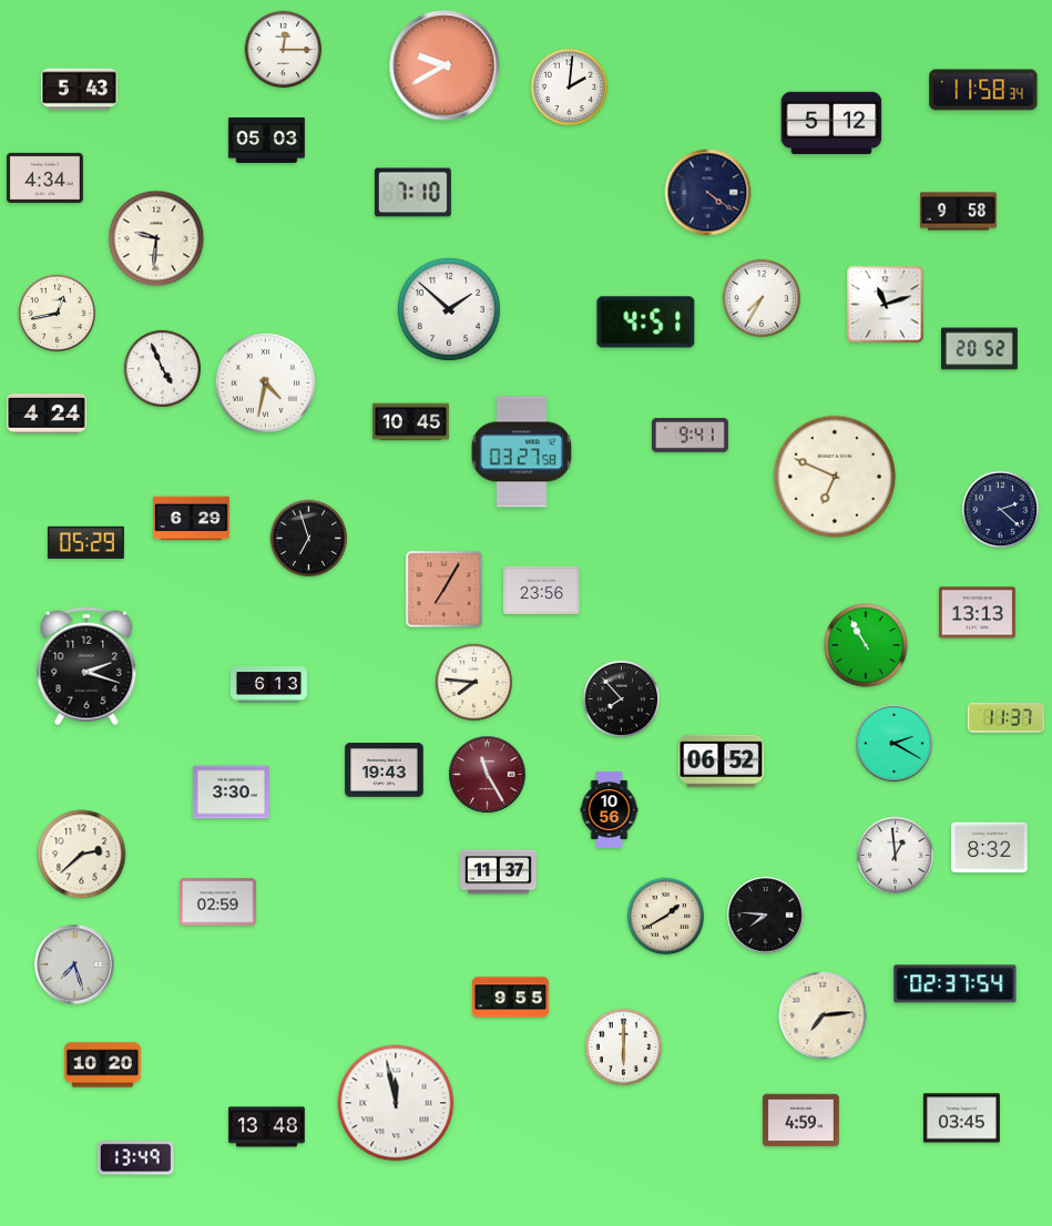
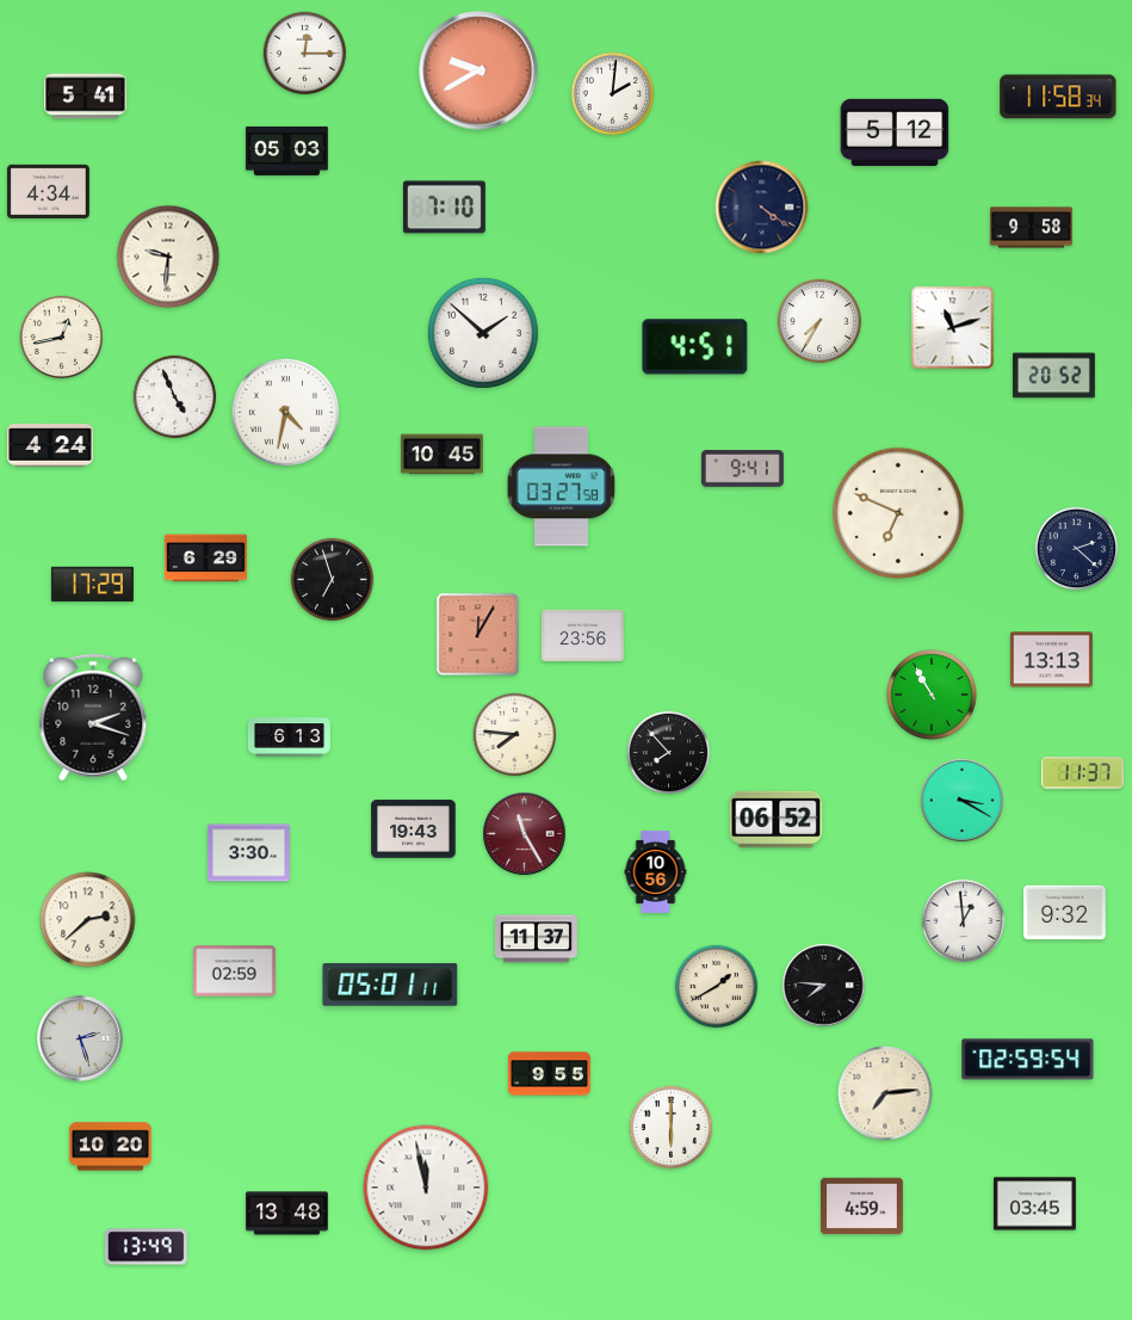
clock at (79, 90): 5:43 -> 5:41
clock at (85, 542): 05:29 -> 17:29
clock at (445, 590): 7:05 -> 12:05
clock at (474, 683) position: (474, 683) -> (515, 735)
clock at (895, 744): 2:20 -> 3:20
clock at (989, 848): 8:32 -> 9:32
clock at (390, 986): none -> 05:01
clock at (74, 964): 7:27 -> 2:27
clock at (956, 984): 02:37 -> 02:59
